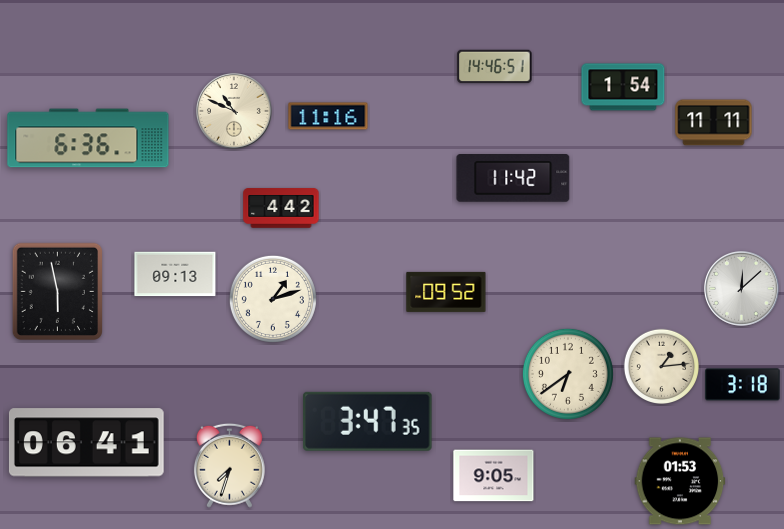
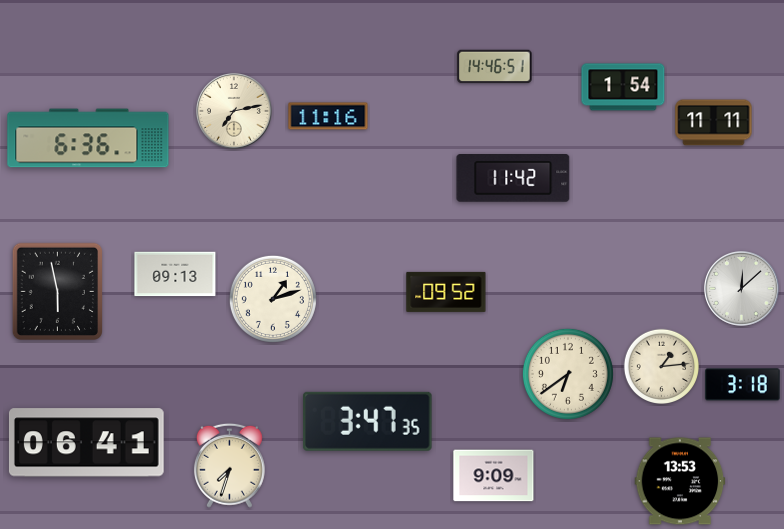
clock at (234, 111): 10:49 -> 7:13
clock at (281, 208): 4:42 -> none
clock at (494, 476): 9:05 -> 9:09
clock at (680, 481): 01:53 -> 13:53
